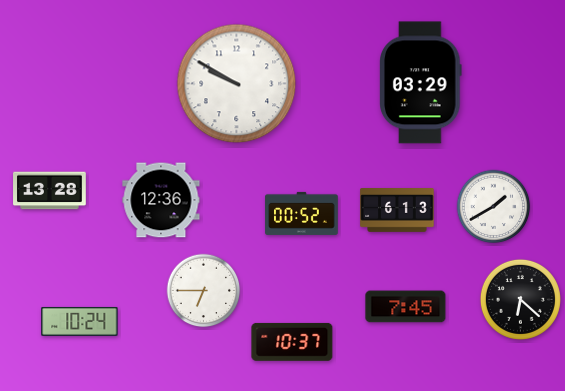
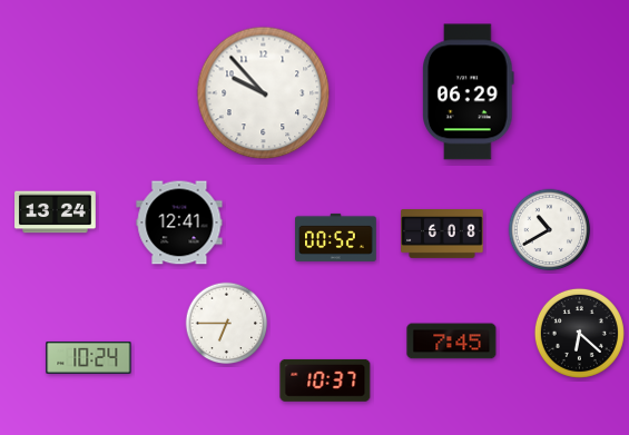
clock at (421, 83): 03:29 -> 06:29
clock at (237, 84): 9:50 -> 9:53
clock at (50, 191): 13:28 -> 13:24
clock at (161, 200): 12:36 -> 12:41
clock at (494, 207): 1:40 -> 10:40
clock at (397, 211): 6:13 -> 6:08
